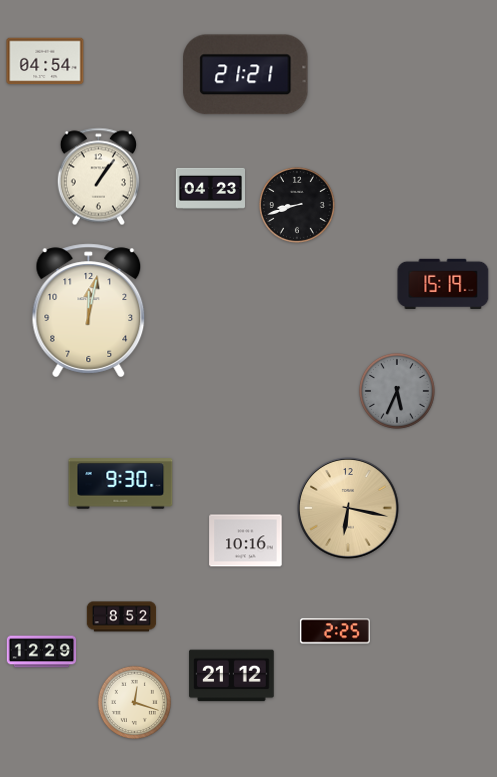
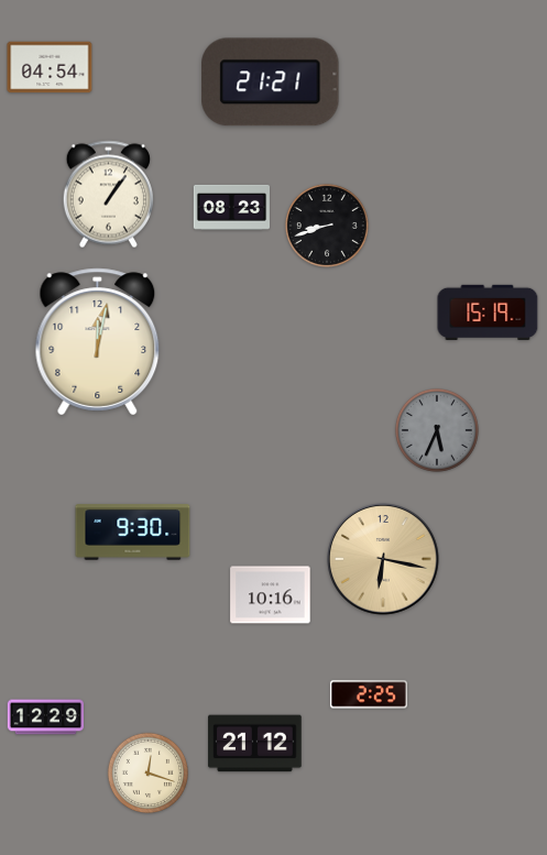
clock at (210, 188): 04:23 -> 08:23
clock at (122, 617): 8:52 -> none
